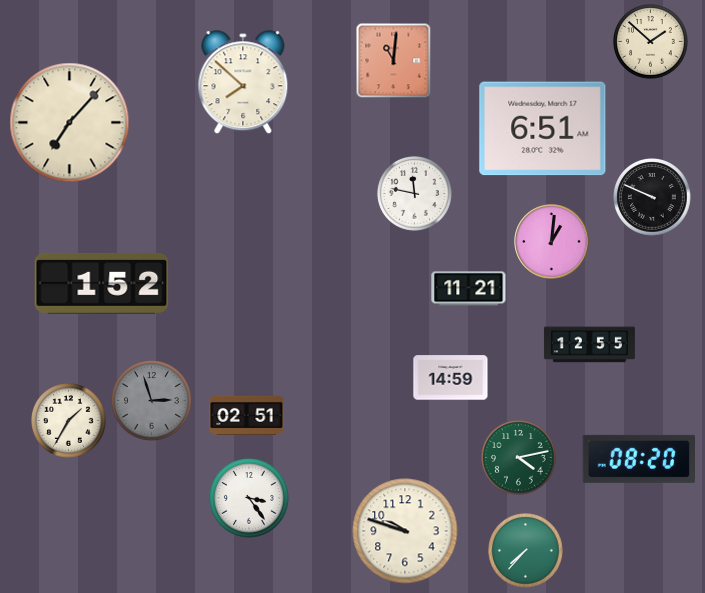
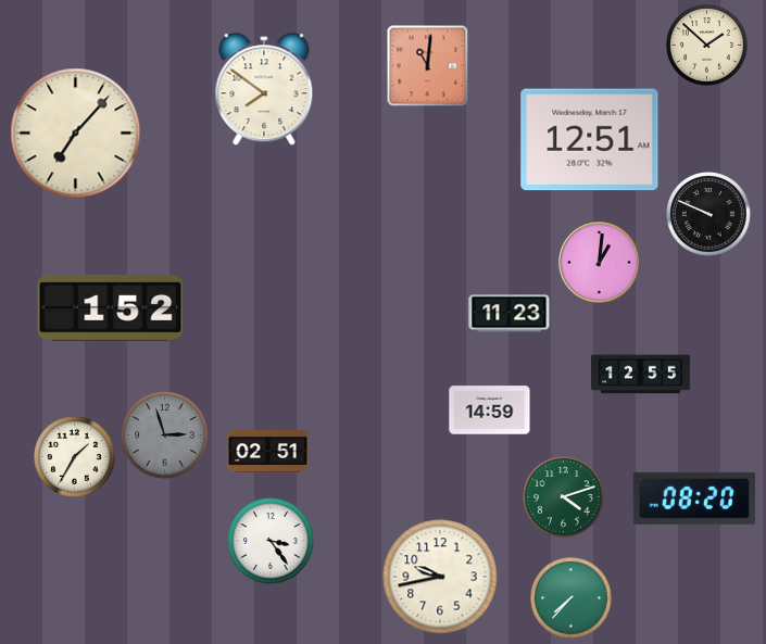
clock at (243, 83): 7:52 -> 7:51
clock at (543, 129): 6:51 -> 12:51
clock at (415, 194): 11:47 -> none
clock at (469, 289): 11:21 -> 11:23
clock at (519, 458): 4:13 -> 4:12
clock at (405, 531): 9:48 -> 9:43
